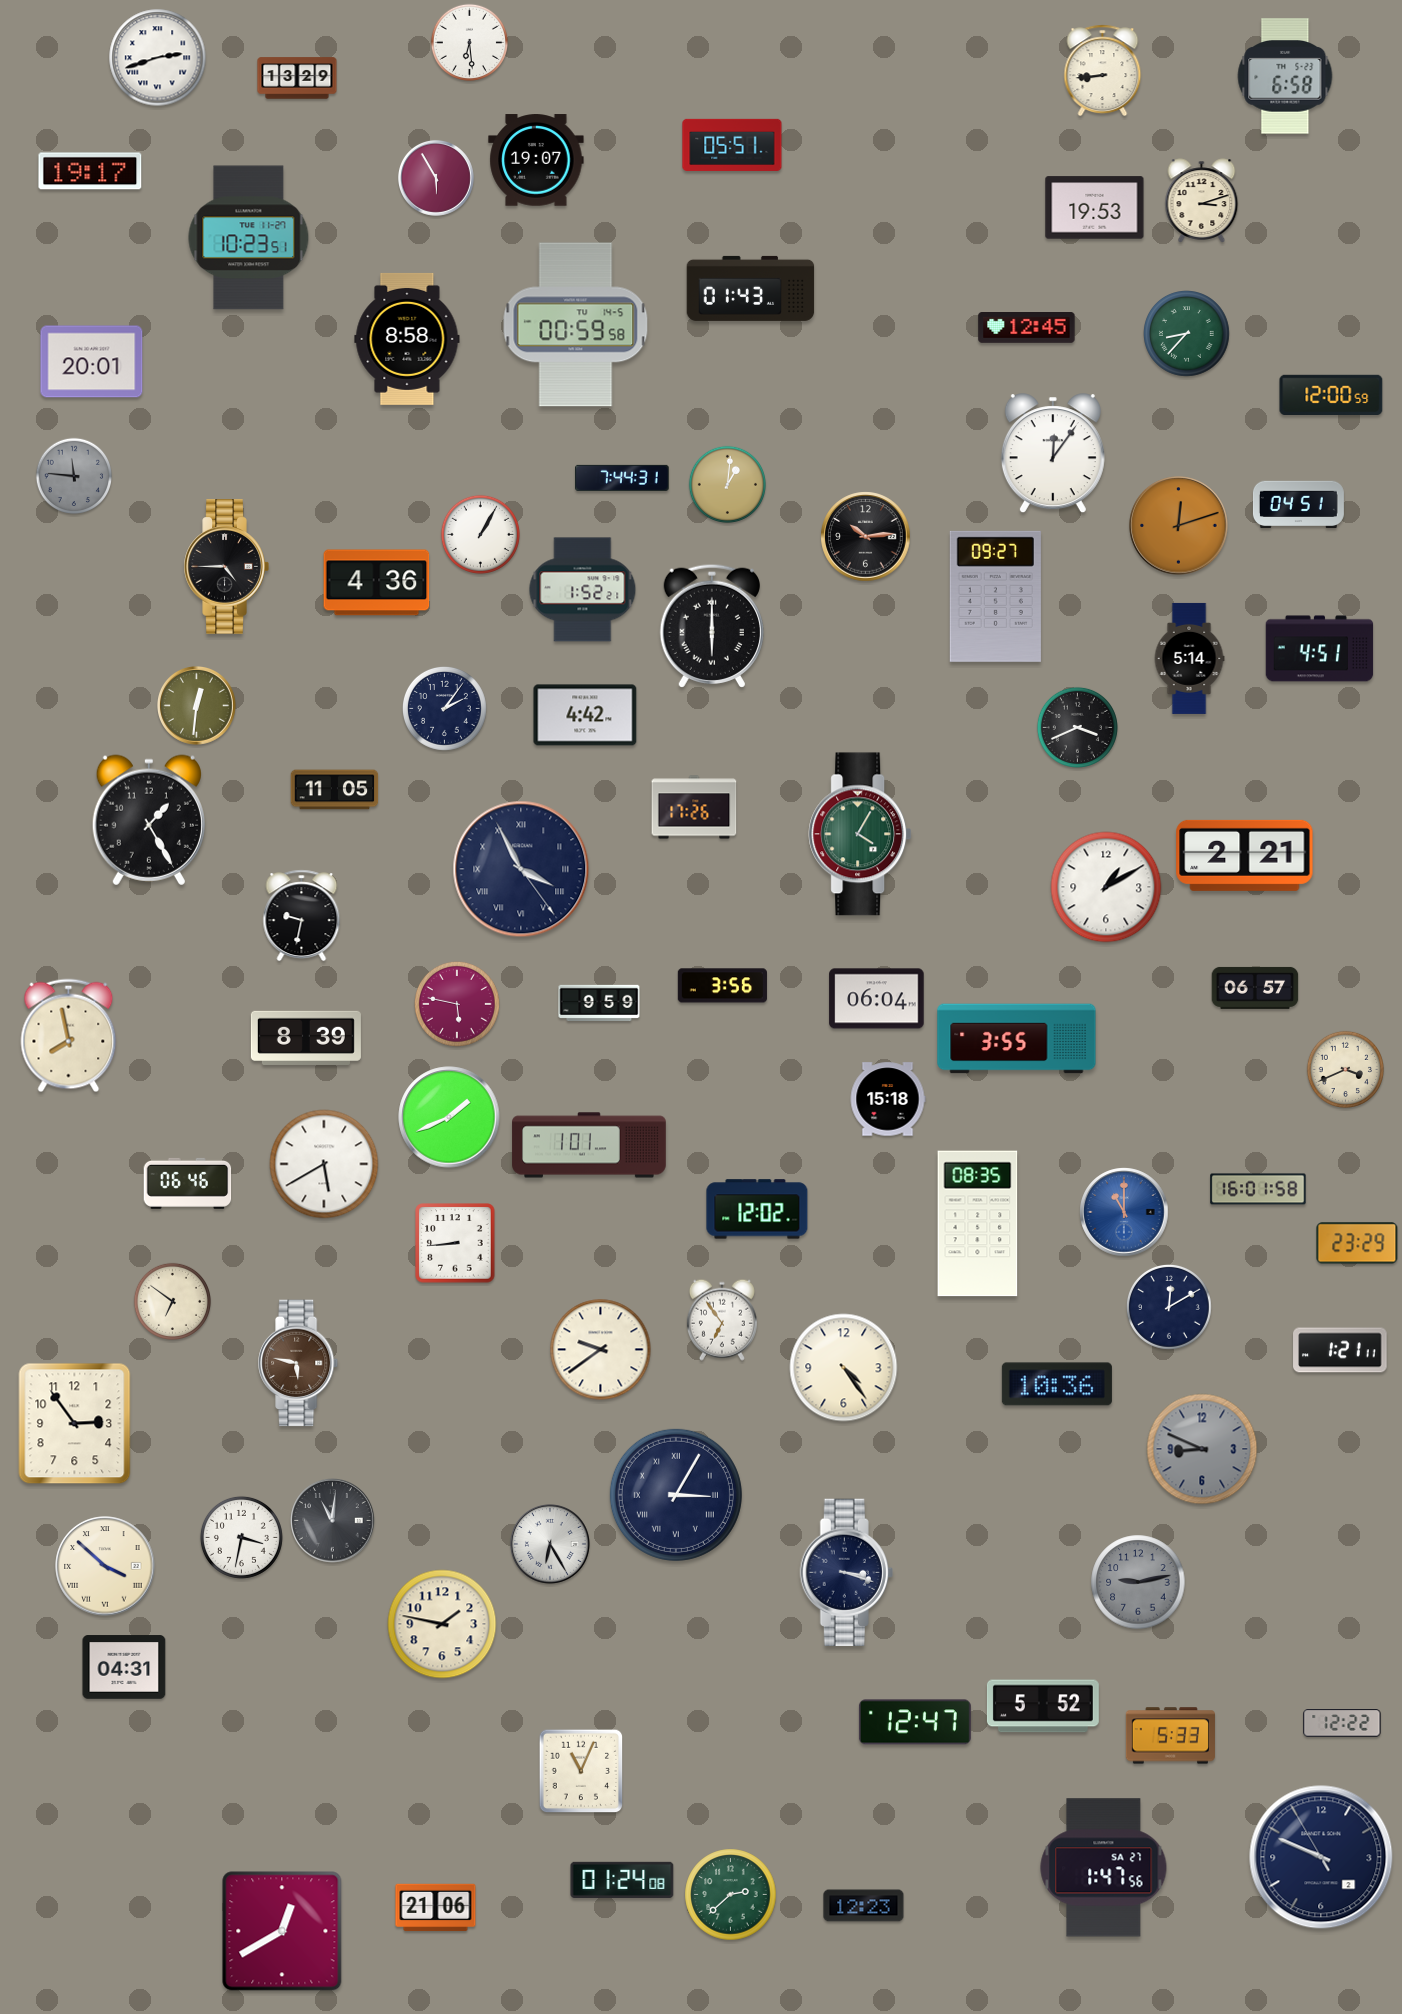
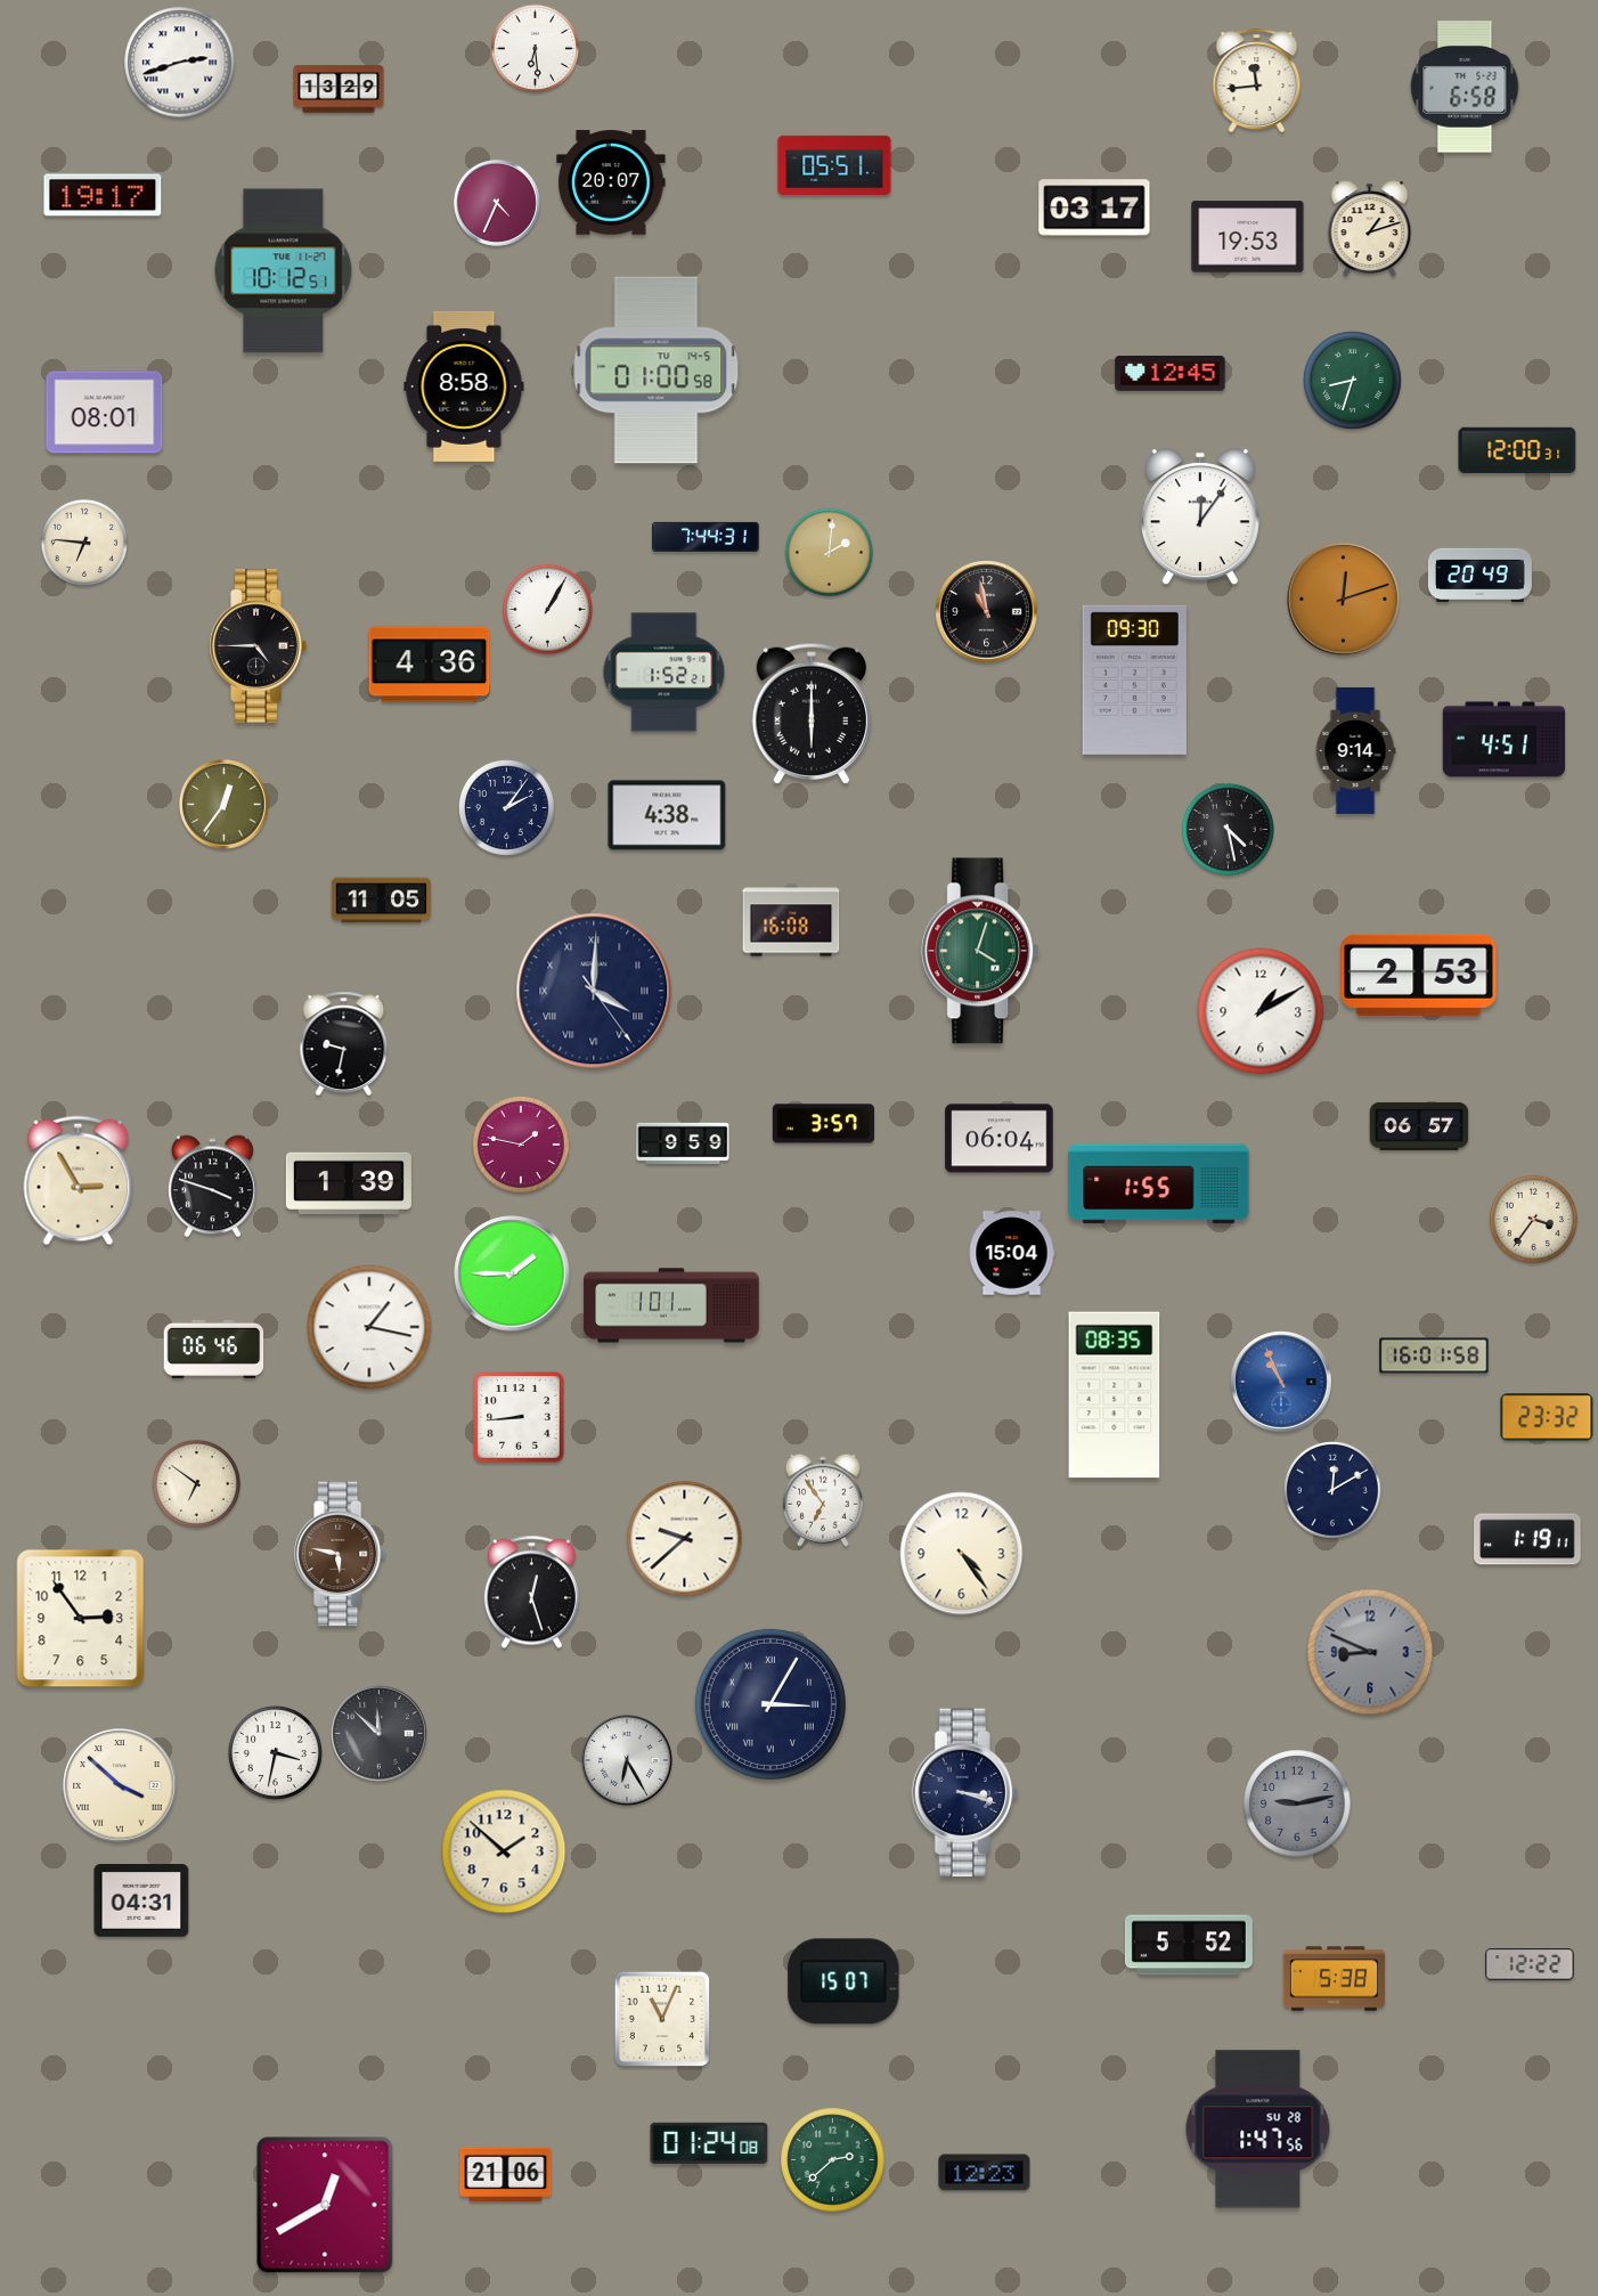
clock at (158, 58) position: (158, 58) -> (180, 63)
clock at (1103, 71): 8:44 -> 11:44
clock at (536, 160): 19:07 -> 20:07
clock at (436, 178): 5:55 -> 4:34
clock at (1094, 207): none -> 03:17
clock at (1202, 201): 3:12 -> 1:12
clock at (249, 238): 10:23 -> 10:12
clock at (751, 288): 01:43 -> none
clock at (576, 325): 00:59 -> 01:00
clock at (1187, 334): 8:37 -> 8:33
clock at (92, 362): 20:01 -> 08:01
clock at (1331, 394): 12:00:59 -> 12:00:31
clock at (73, 476): 11:46 -> 6:46
clock at (73, 476) dial: grey -> cream
clock at (622, 478) position: (622, 478) -> (706, 537)
clock at (727, 484): 1:01 -> 2:01
clock at (1298, 505): 04:51 -> 20:49
clock at (866, 537): 10:14 -> 10:58
clock at (995, 596): 09:27 -> 09:30
clock at (1189, 658): 5:14 -> 9:14
clock at (197, 706): 12:31 -> 12:36
clock at (585, 715): 4:42 -> 4:38
clock at (1077, 727): 3:41 -> 4:28
clock at (694, 807): 17:26 -> 16:08
clock at (149, 820): 1:25 -> none
clock at (860, 834): 4:05 -> 4:03
clock at (1245, 855): 2:21 -> 2:53
clock at (521, 869): 3:55 -> 4:00
clock at (722, 986): 3:56 -> 3:57
clock at (1255, 988) position: (1255, 988) -> (1419, 1126)
clock at (457, 1004): 5:47 -> 1:47
clock at (69, 1036): 7:58 -> 2:55
clock at (306, 1038): 8:39 -> 1:39
clock at (1017, 1039): 3:55 -> 1:55
clock at (212, 1187): none -> 3:48
clock at (1345, 1069): 3:41 -> 3:36
clock at (888, 1099): 15:18 -> 15:04
clock at (449, 1117): 1:41 -> 1:45
clock at (324, 1164): 5:40 -> 1:17
clock at (757, 1209): 12:02 -> none
clock at (1124, 1212): 11:00 -> 10:56
clock at (1357, 1243): 23:29 -> 23:32
clock at (722, 1320) position: (722, 1320) -> (823, 1500)
clock at (601, 1350): 9:39 -> 9:38
clock at (1340, 1350): 1:21 -> 1:19
clock at (844, 1368) position: (844, 1368) -> (962, 1554)
clock at (1057, 1384): 10:36 -> none
clock at (531, 1593): none -> 12:27
clock at (75, 1424) position: (75, 1424) -> (81, 1619)
clock at (333, 1521): 11:01 -> 11:52
clock at (442, 1624): 1:47 -> 1:52
clock at (915, 1722): 12:47 -> none
clock at (1170, 1736): 5:33 -> 5:38
clock at (843, 1981): none -> 15:07
clock at (1321, 1857): 9:48 -> none
clock at (1104, 1868) date: SA 27 -> SU 28
clock at (436, 1908) position: (436, 1908) -> (506, 2175)
clock at (282, 1931) position: (282, 1931) -> (325, 2205)
